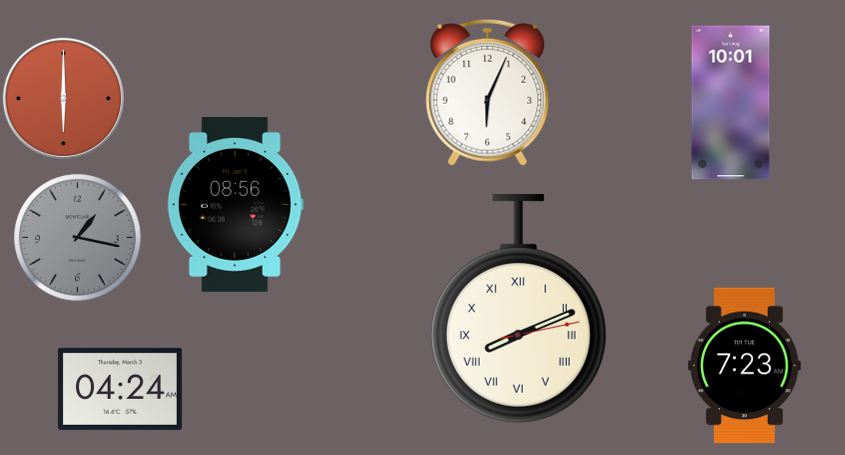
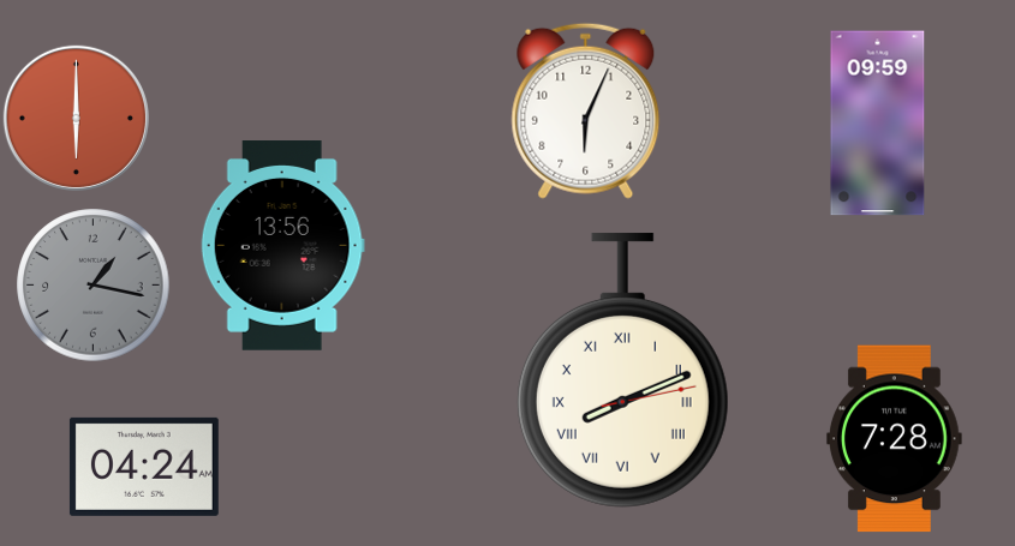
clock at (731, 103): 10:01 -> 09:59
clock at (235, 205): 08:56 -> 13:56
clock at (744, 366): 7:23 -> 7:28
